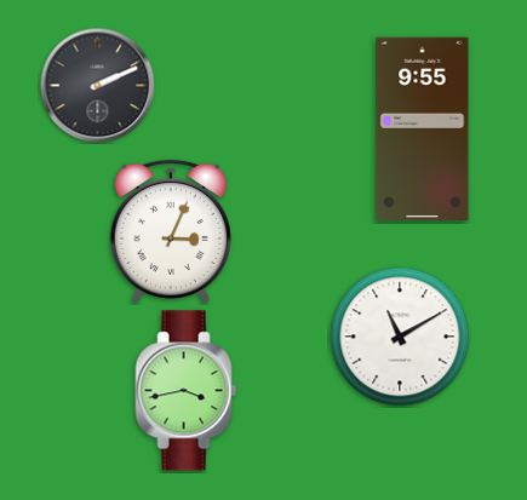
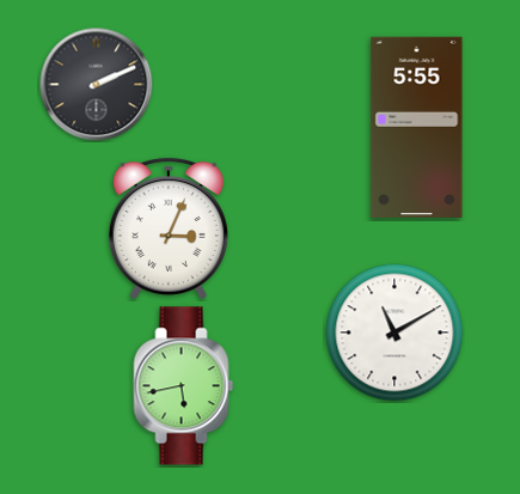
clock at (423, 128): 9:55 -> 5:55
clock at (187, 391): 3:43 -> 5:43
